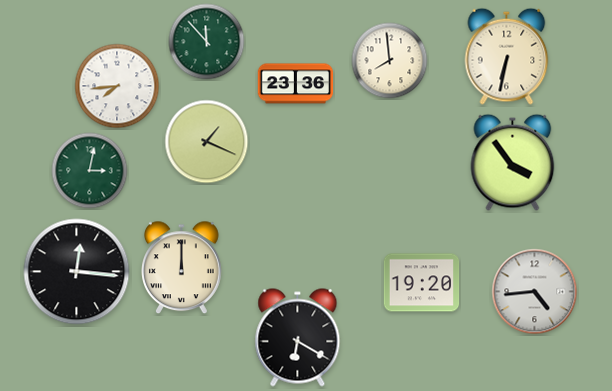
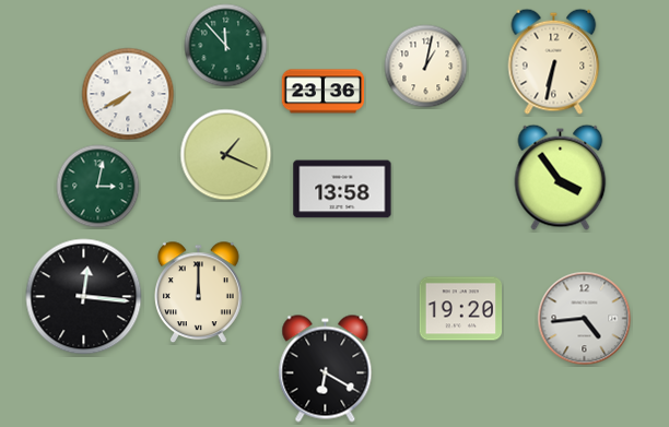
clock at (390, 61): 7:59 -> 1:02
clock at (117, 86): 7:44 -> 7:40
clock at (342, 189): none -> 13:58
